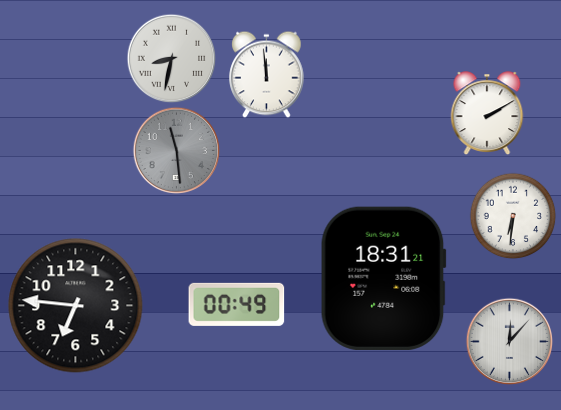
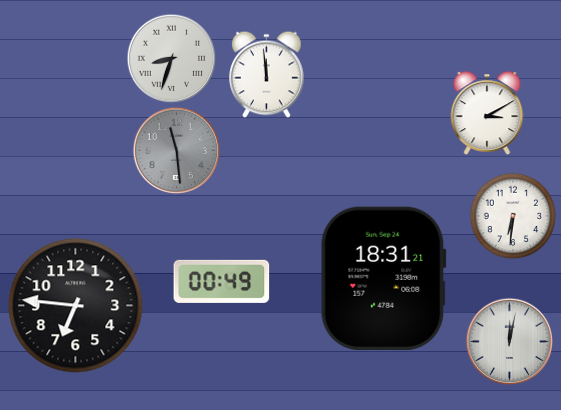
clock at (171, 58): 8:32 -> 8:33
clock at (487, 113): 2:10 -> 3:10
clock at (237, 304) position: (237, 304) -> (222, 281)
clock at (509, 341): 12:07 -> 12:02
